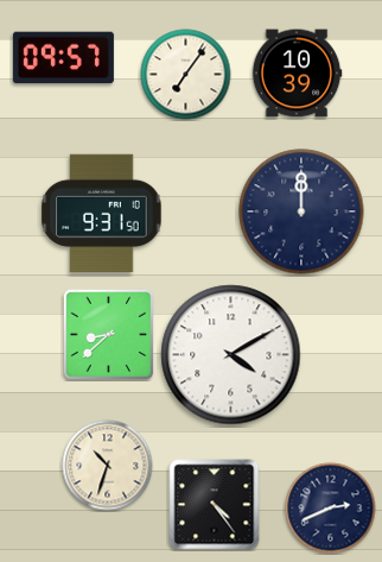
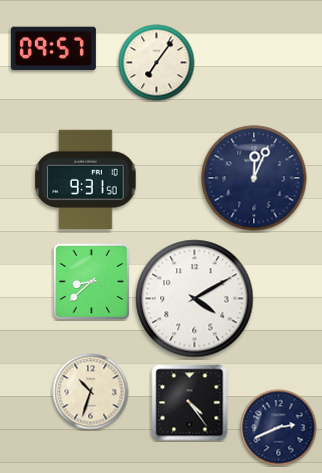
clock at (297, 74): 10:39 -> none
clock at (301, 211): 12:00 -> 12:04
clock at (215, 505) position: (215, 505) -> (190, 403)
